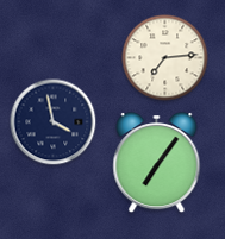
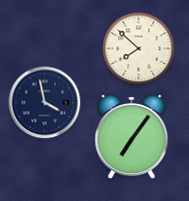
clock at (165, 58): 7:14 -> 7:52
